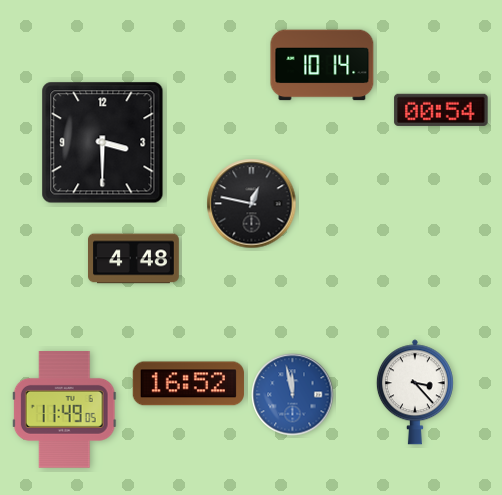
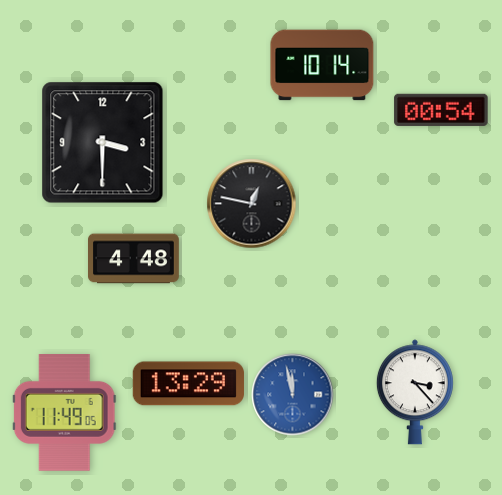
clock at (188, 384): 16:52 -> 13:29
clock at (64, 410) position: (64, 410) -> (64, 413)
